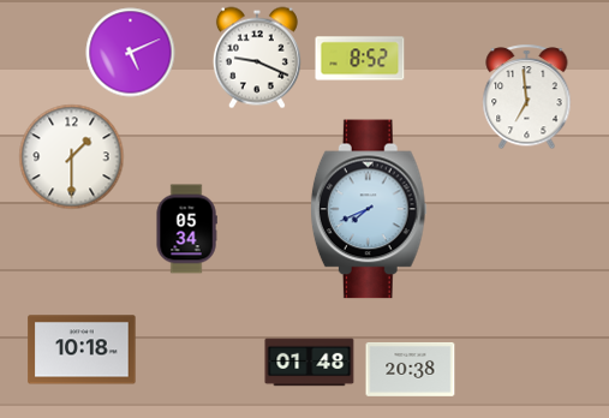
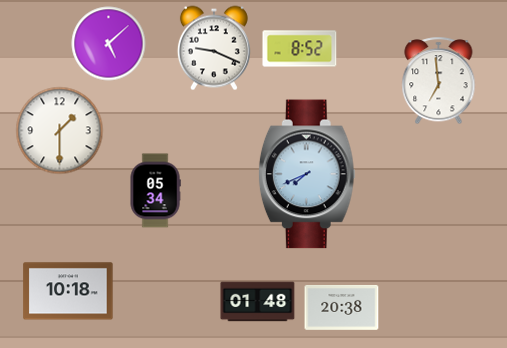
clock at (131, 53): 5:11 -> 5:08
